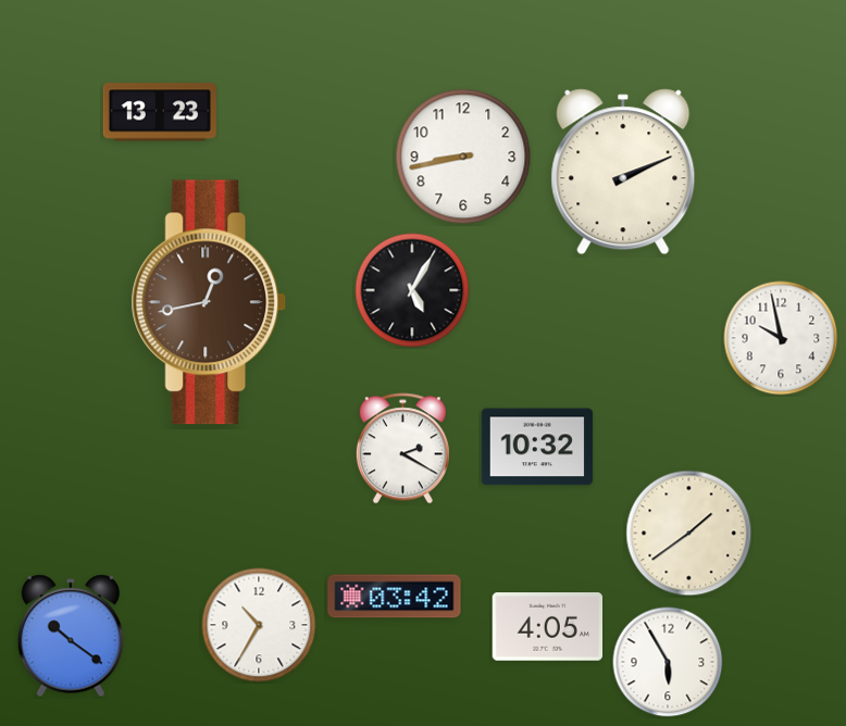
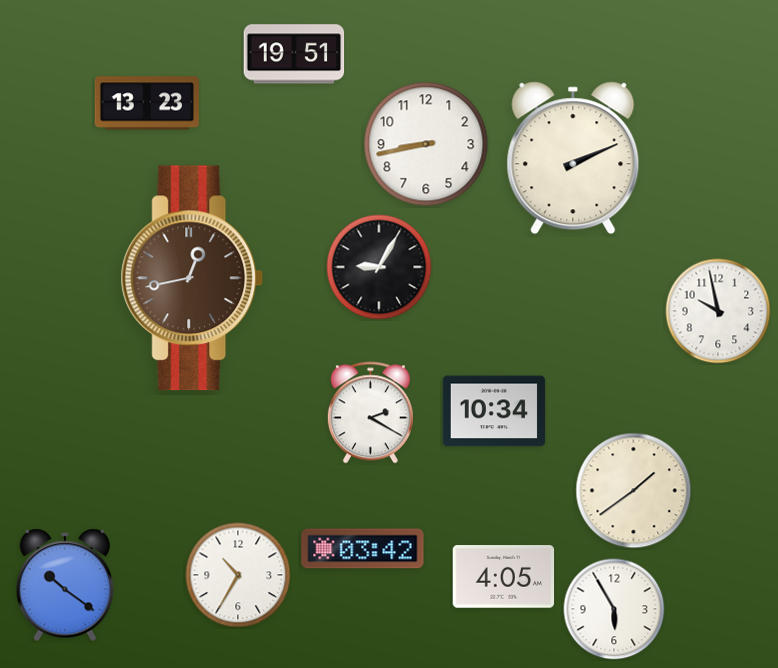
clock at (294, 54): none -> 19:51
clock at (412, 290): 5:05 -> 9:05
clock at (537, 447): 10:32 -> 10:34
